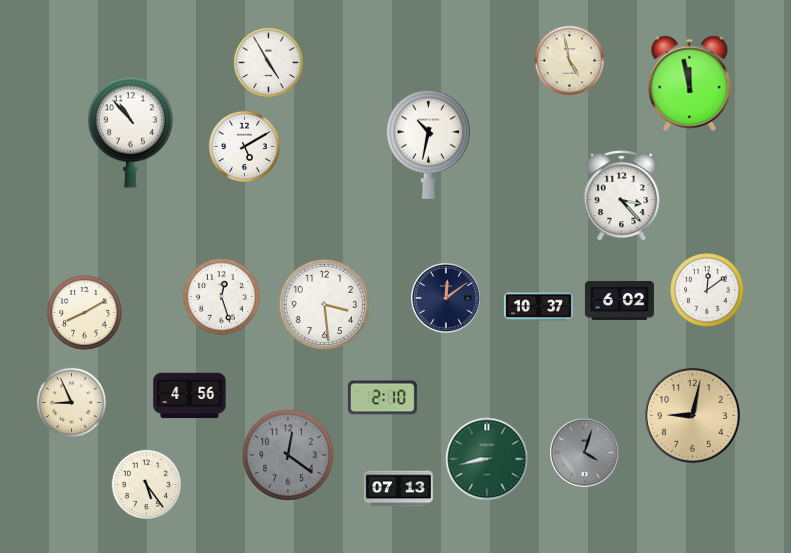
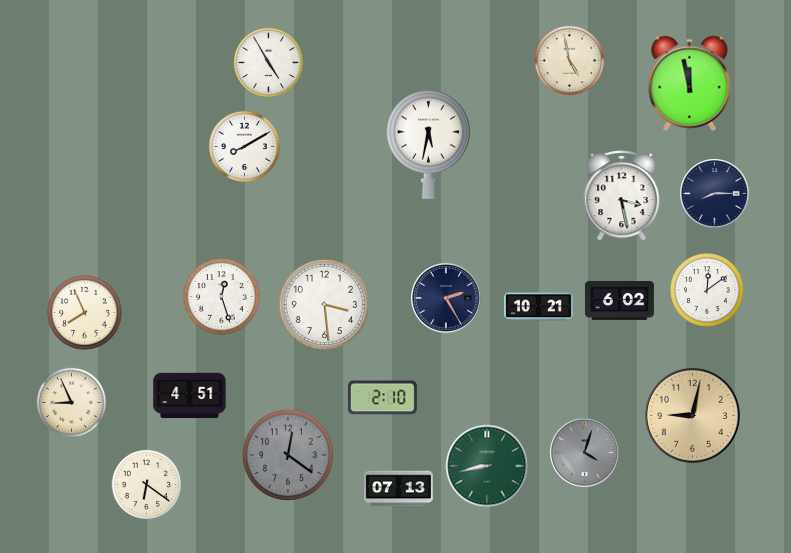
clock at (130, 132): 10:53 -> none
clock at (429, 144): 10:32 -> 5:32
clock at (244, 146): 5:10 -> 8:10
clock at (715, 194): none -> 8:15
clock at (622, 196): 3:23 -> 3:28
clock at (446, 298): 12:09 -> 2:25
clock at (538, 307): 10:37 -> 10:21
clock at (85, 313): 8:10 -> 7:56
clock at (190, 396): 4:56 -> 4:51
clock at (487, 459) position: (487, 459) -> (487, 466)
clock at (147, 485): 5:24 -> 6:21
